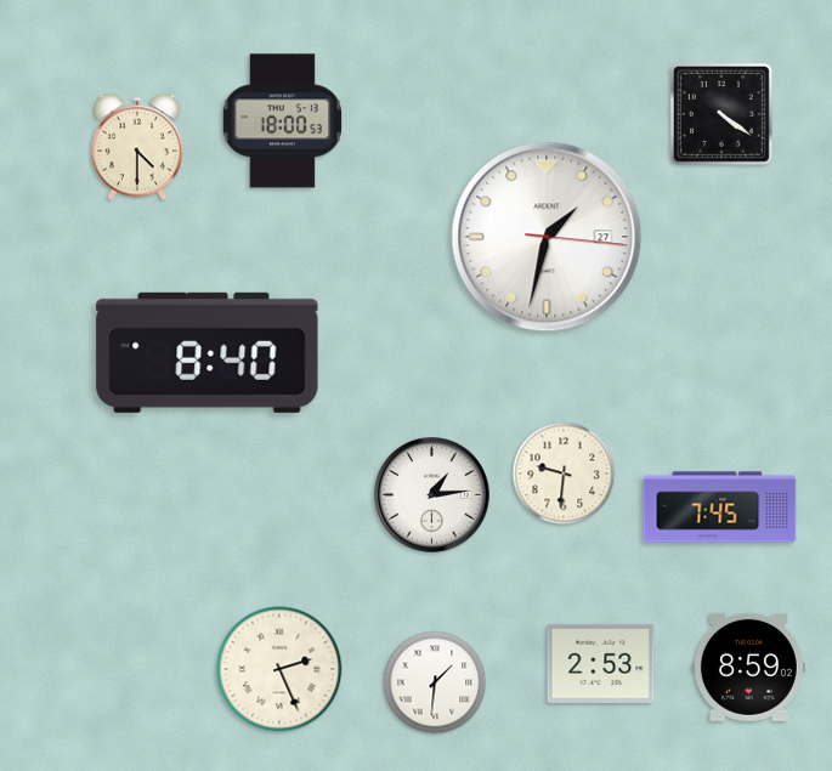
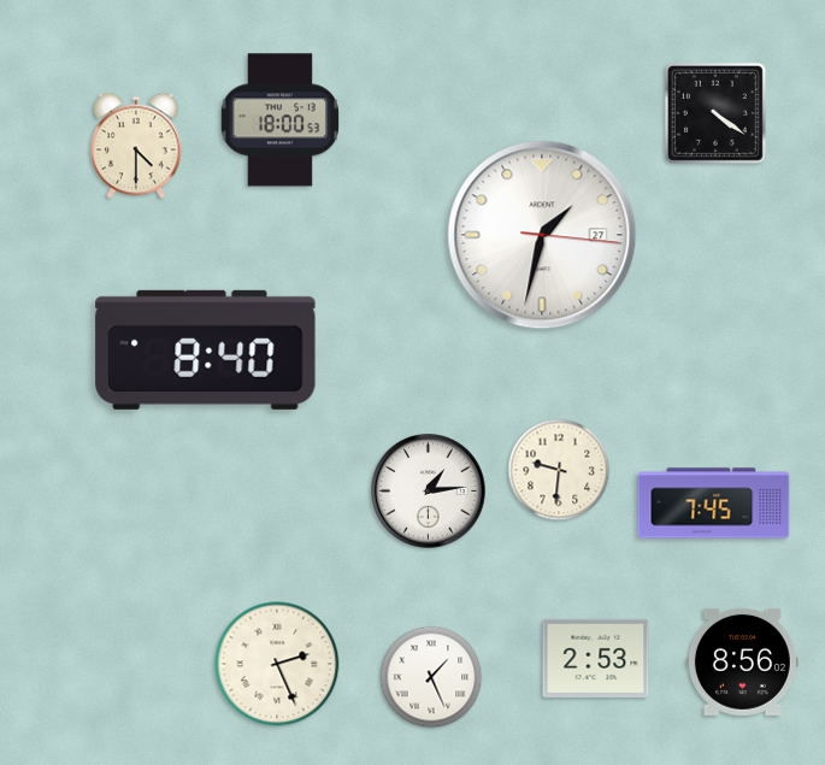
clock at (748, 667): 8:59 -> 8:56
clock at (435, 682): 1:31 -> 1:26
